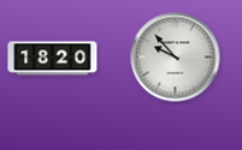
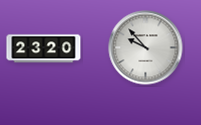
clock at (53, 59): 18:20 -> 23:20
